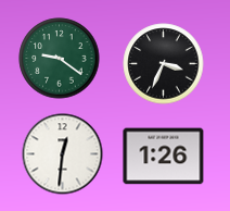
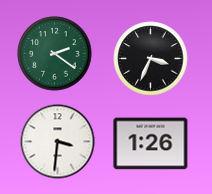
clock at (60, 59): 9:21 -> 2:21
clock at (63, 154): 12:31 -> 3:31
